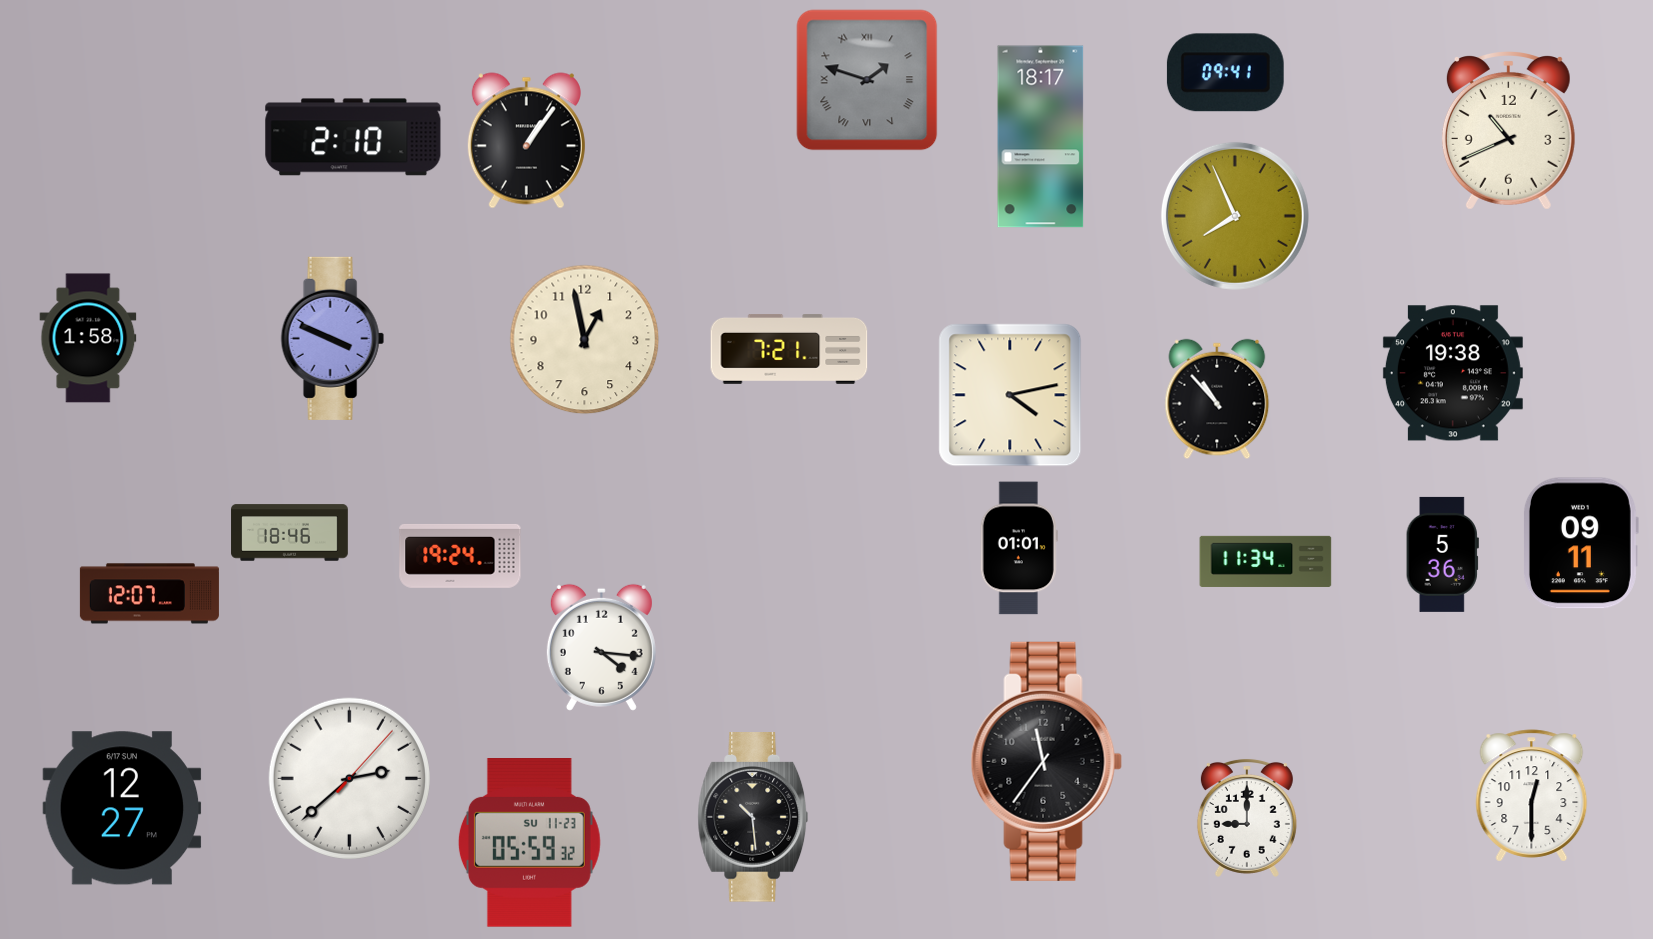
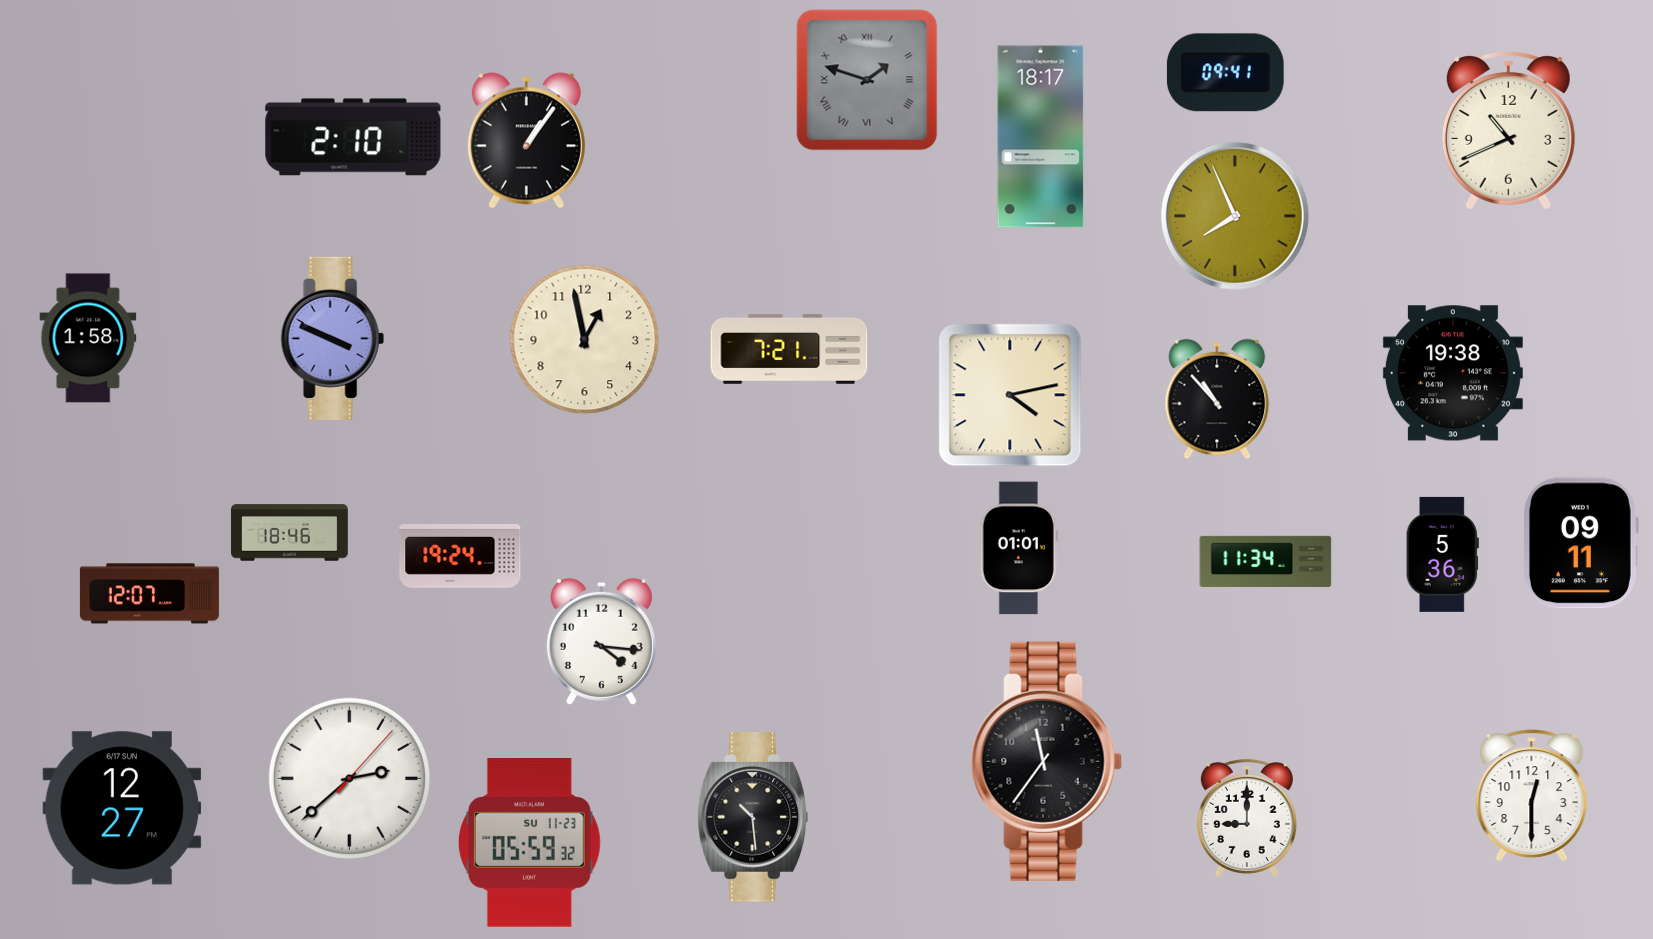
clock at (601, 647) position: (601, 647) -> (601, 641)
